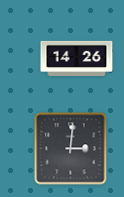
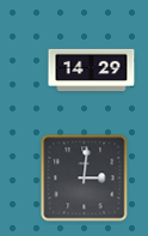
clock at (77, 58): 14:26 -> 14:29
